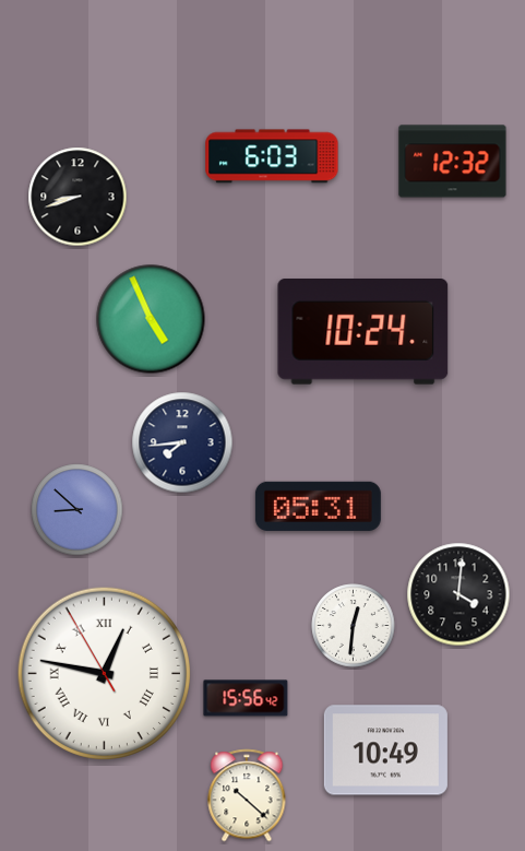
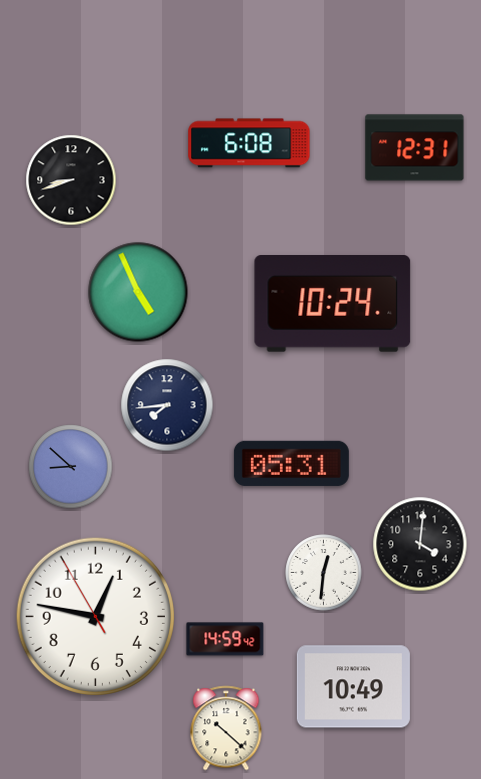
clock at (272, 156): 6:03 -> 6:08
clock at (453, 162): 12:32 -> 12:31
clock at (104, 673) numerals: Roman -> Arabic
clock at (246, 698): 15:56 -> 14:59
